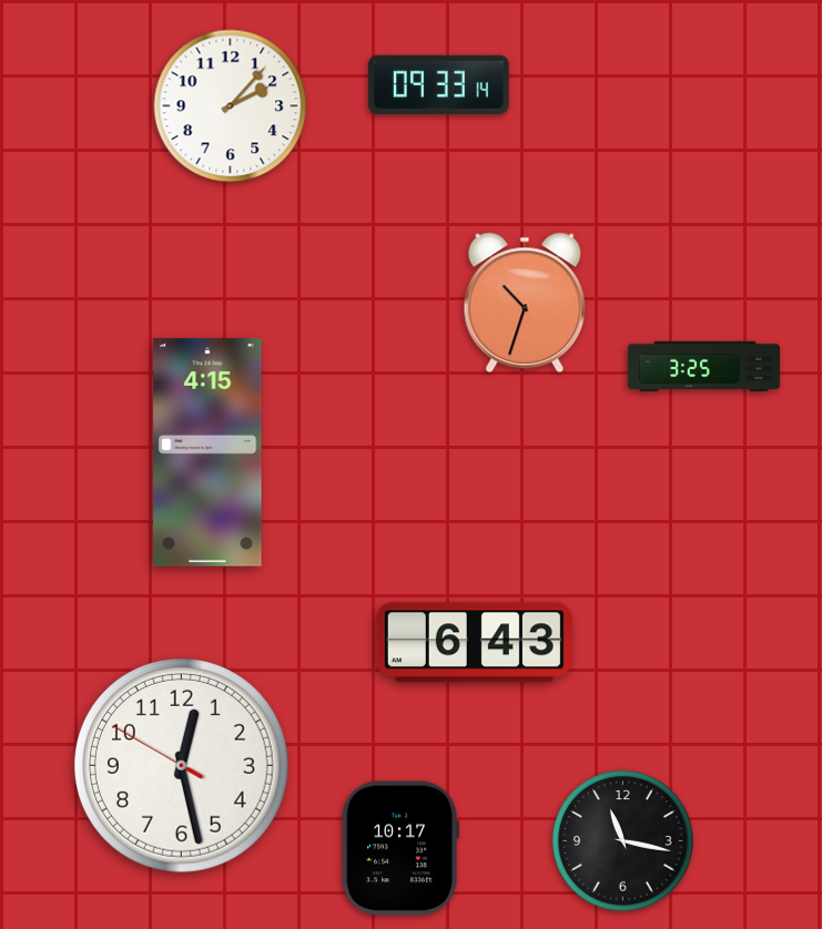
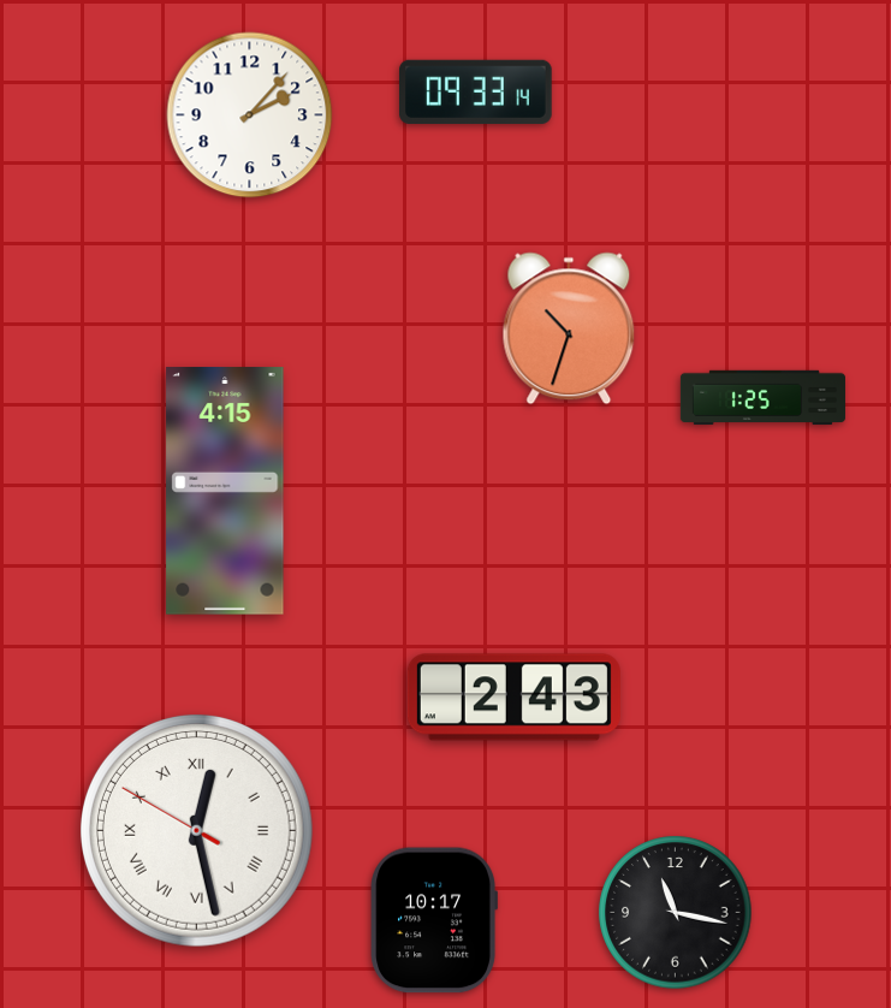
clock at (703, 367): 3:25 -> 1:25
clock at (474, 643): 6:43 -> 2:43
clock at (182, 766) numerals: Arabic -> Roman
